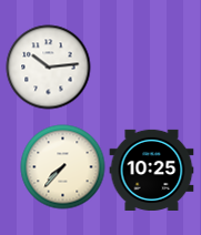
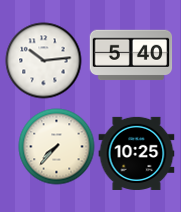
clock at (131, 55): none -> 5:40
clock at (63, 167) position: (63, 167) -> (57, 147)
